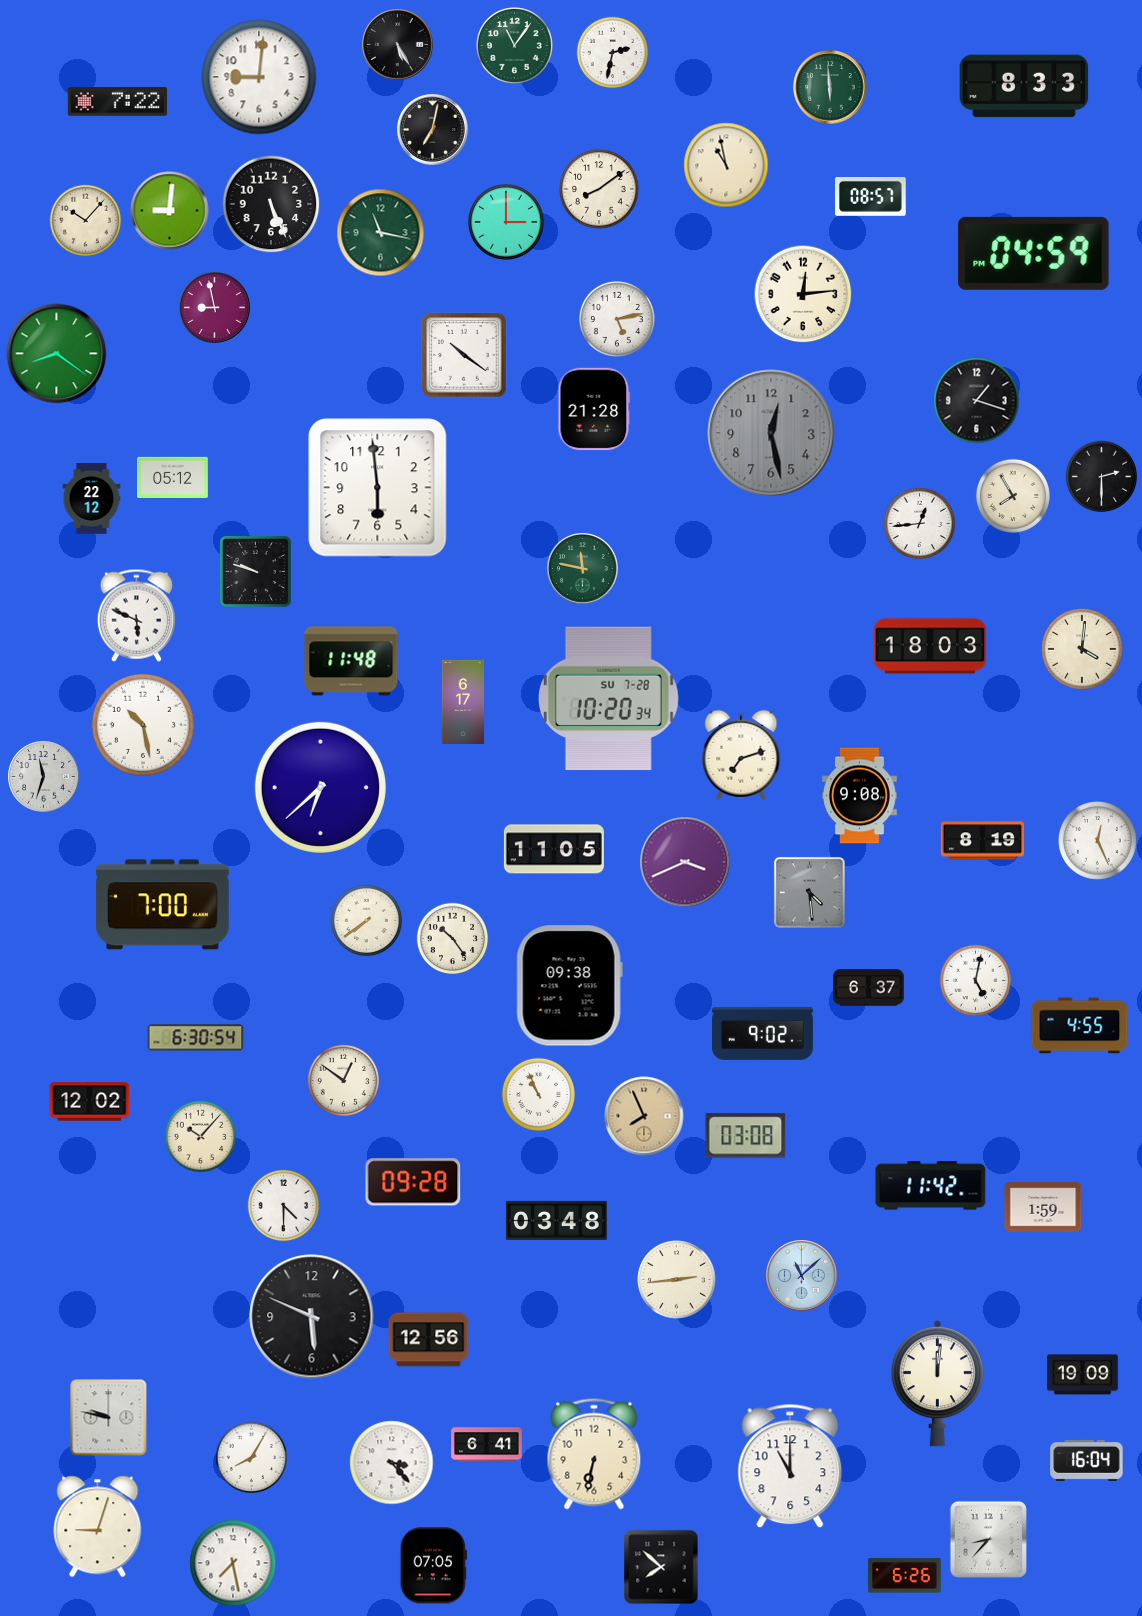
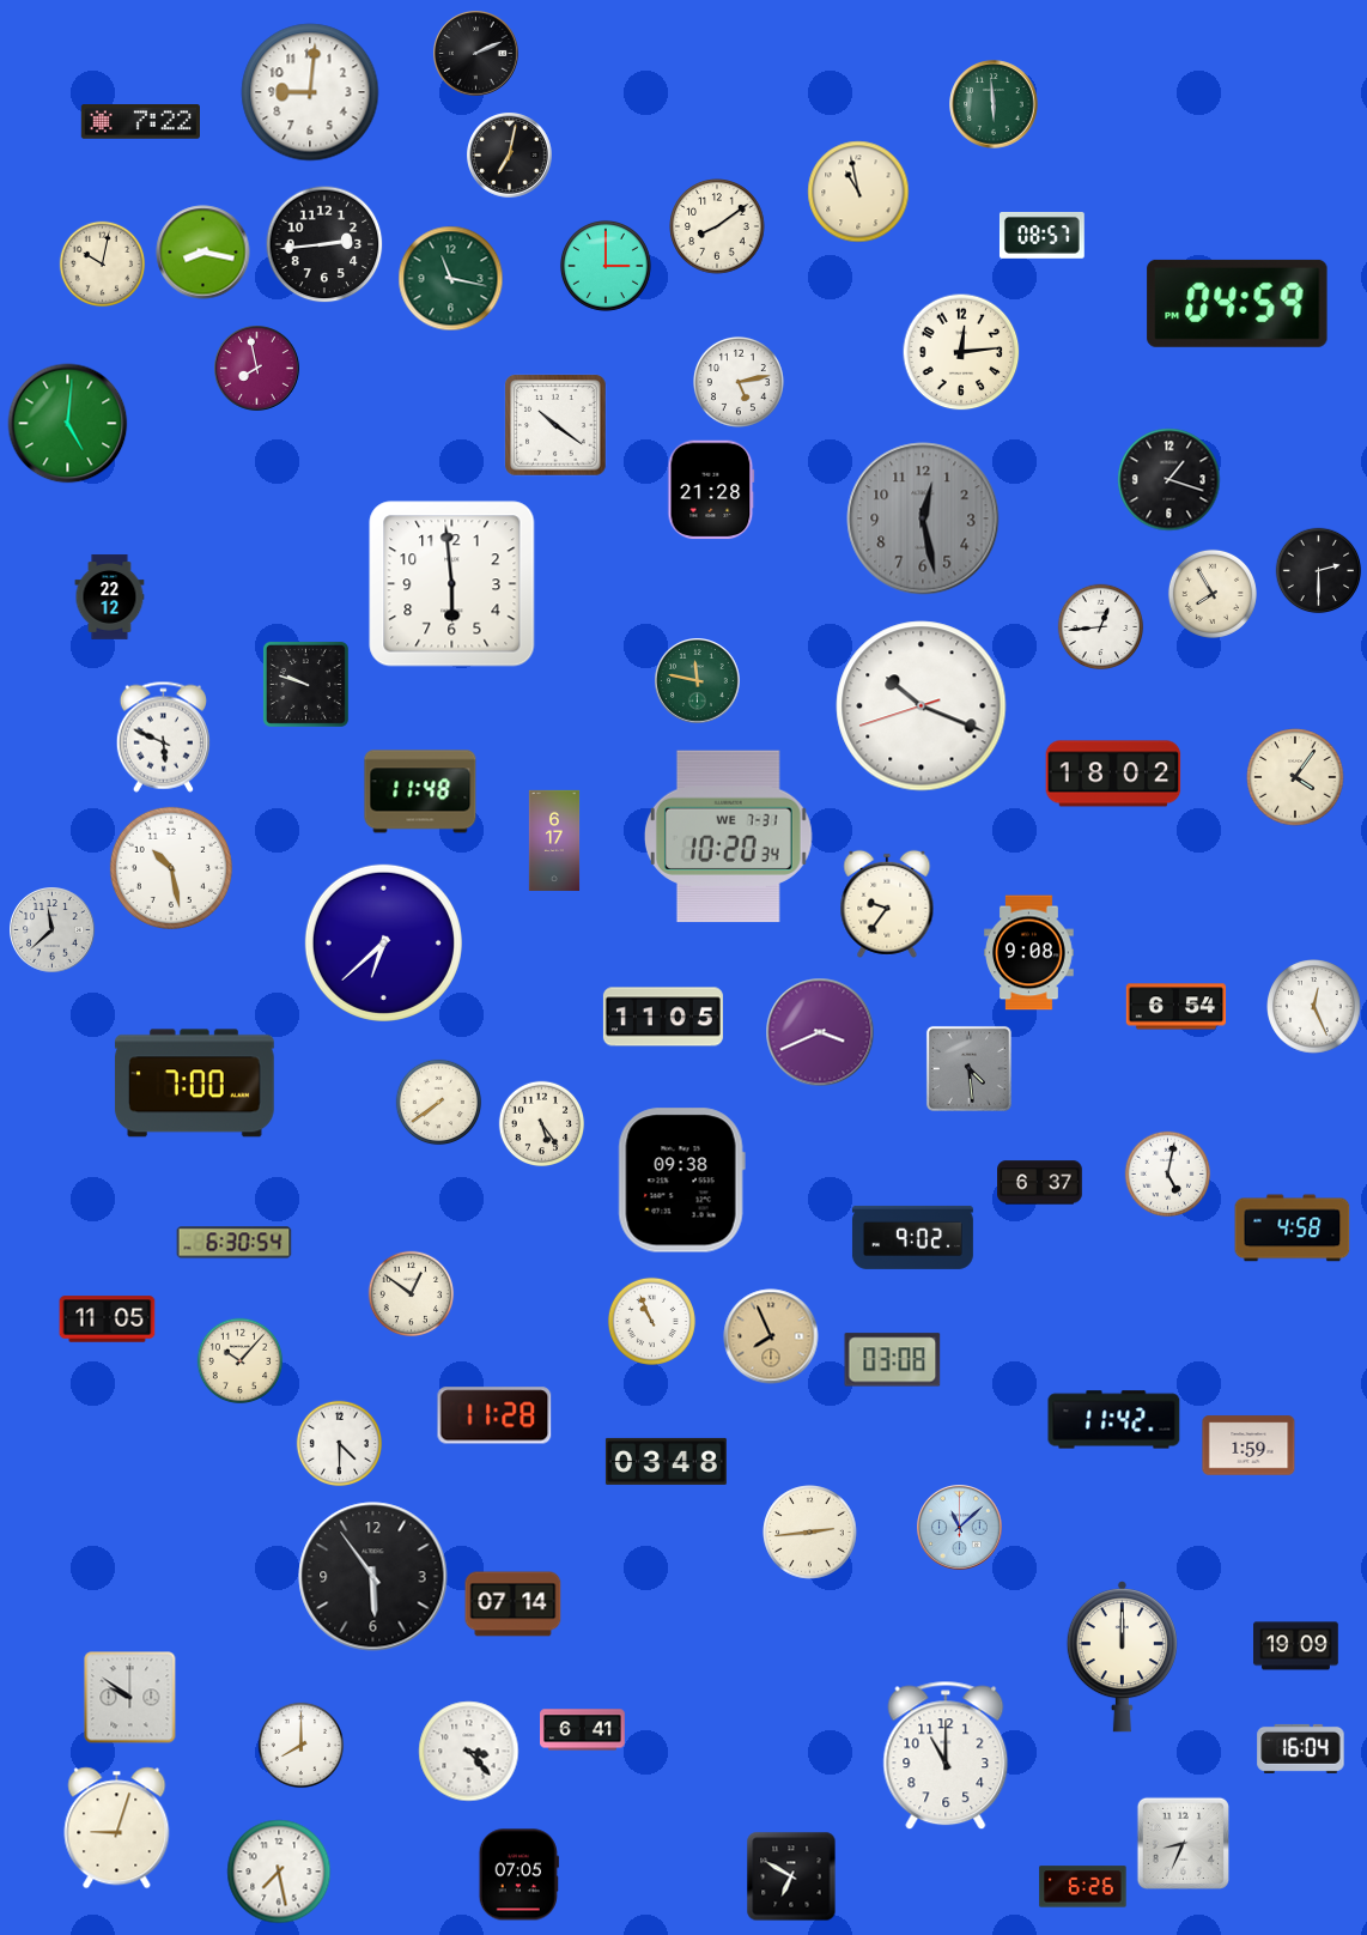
clock at (398, 45): 5:25 -> 2:11
clock at (515, 46): 11:06 -> none
clock at (613, 53): 2:32 -> none
clock at (1024, 86): 8:33 -> none
clock at (433, 130) position: (433, 130) -> (510, 156)
clock at (726, 165) position: (726, 165) -> (858, 192)
clock at (271, 204): 5:26 -> 2:44
clock at (170, 211): 9:01 -> 8:17
clock at (86, 221): 10:07 -> 10:02
clock at (381, 233) position: (381, 233) -> (451, 279)
clock at (215, 308): 8:58 -> 7:58
clock at (57, 354): 8:21 -> 5:01
clock at (173, 477): 05:12 -> none
clock at (922, 706): none -> 10:18
clock at (930, 646): 18:03 -> 18:02
clock at (1082, 649): 4:01 -> 4:06
clock at (608, 699) date: SU 7-28 -> WE 7-31
clock at (741, 755): 7:12 -> 9:36
clock at (44, 777): 11:33 -> 11:38
clock at (983, 841): 8:19 -> 6:54
clock at (453, 939): 10:24 -> 5:24
clock at (1080, 1026): 4:55 -> 4:58
clock at (538, 1094) position: (538, 1094) -> (651, 1321)
clock at (90, 1102): 12:02 -> 11:05
clock at (413, 1182): 09:28 -> 11:28
clock at (312, 1317): 5:49 -> 5:54
clock at (429, 1340): 12:56 -> 07:14
clock at (937, 1384): 12:01 -> 12:00
clock at (109, 1418): 9:47 -> 9:51
clock at (594, 1454): 6:32 -> none
clock at (252, 1458): 8:05 -> 8:00
clock at (988, 1539): 8:37 -> 8:34
clock at (661, 1567): 7:52 -> 6:50
